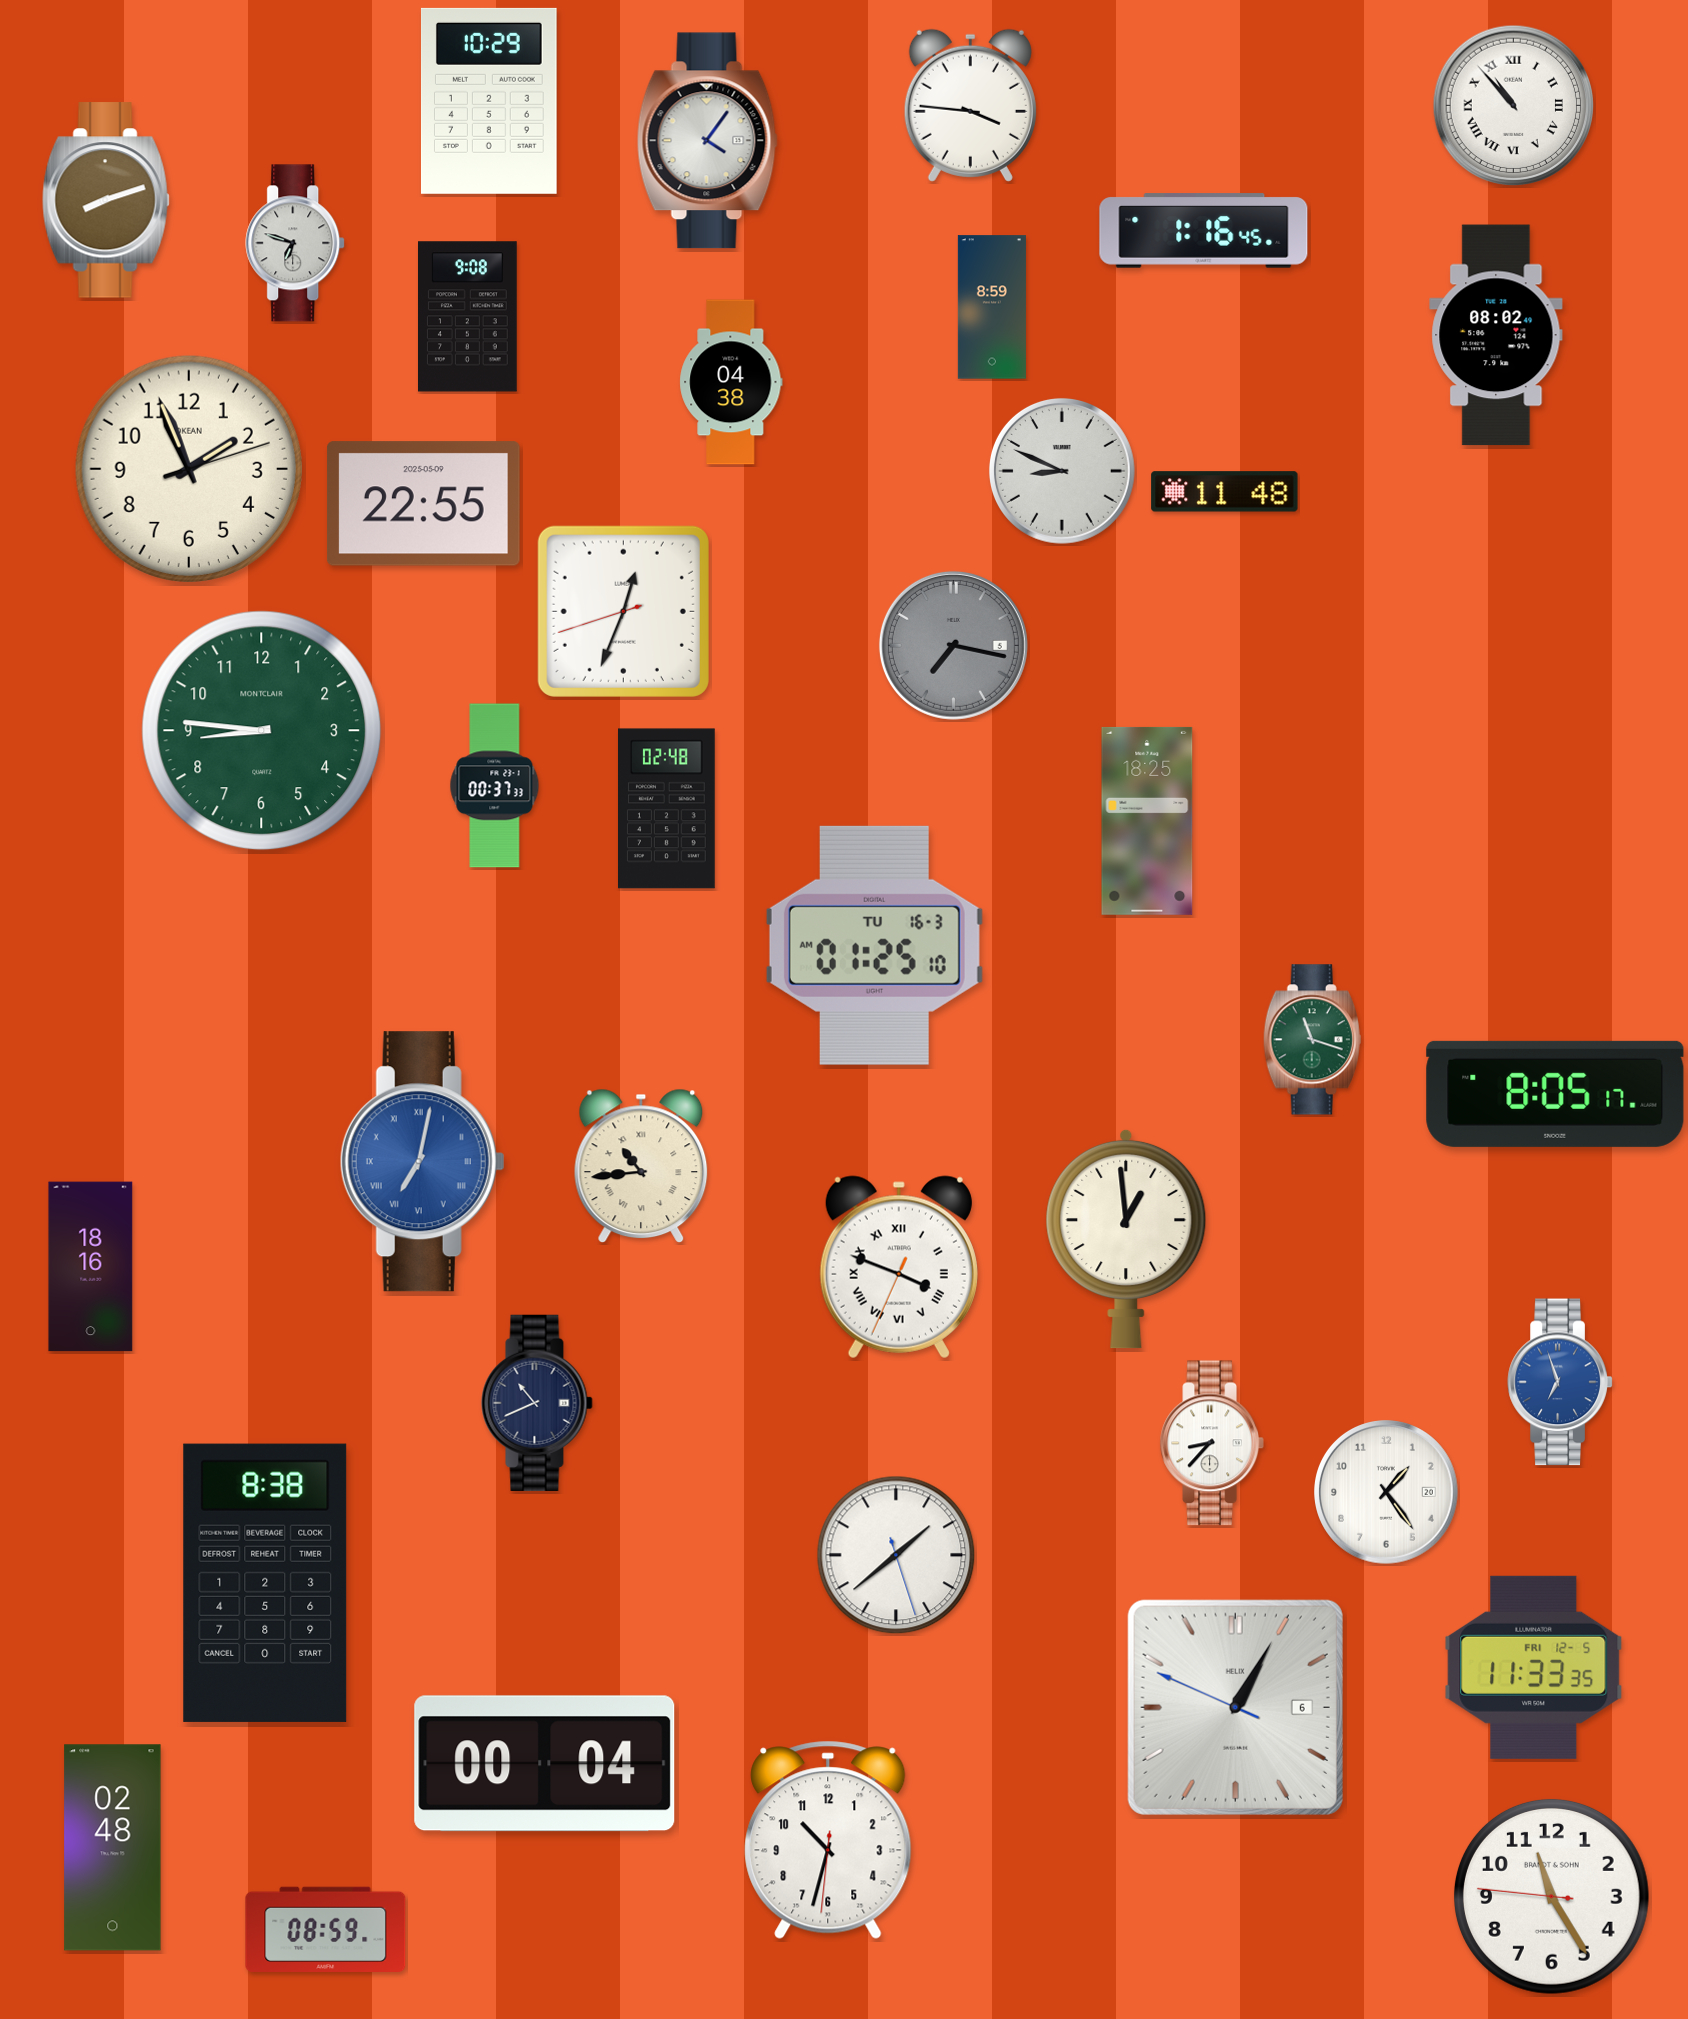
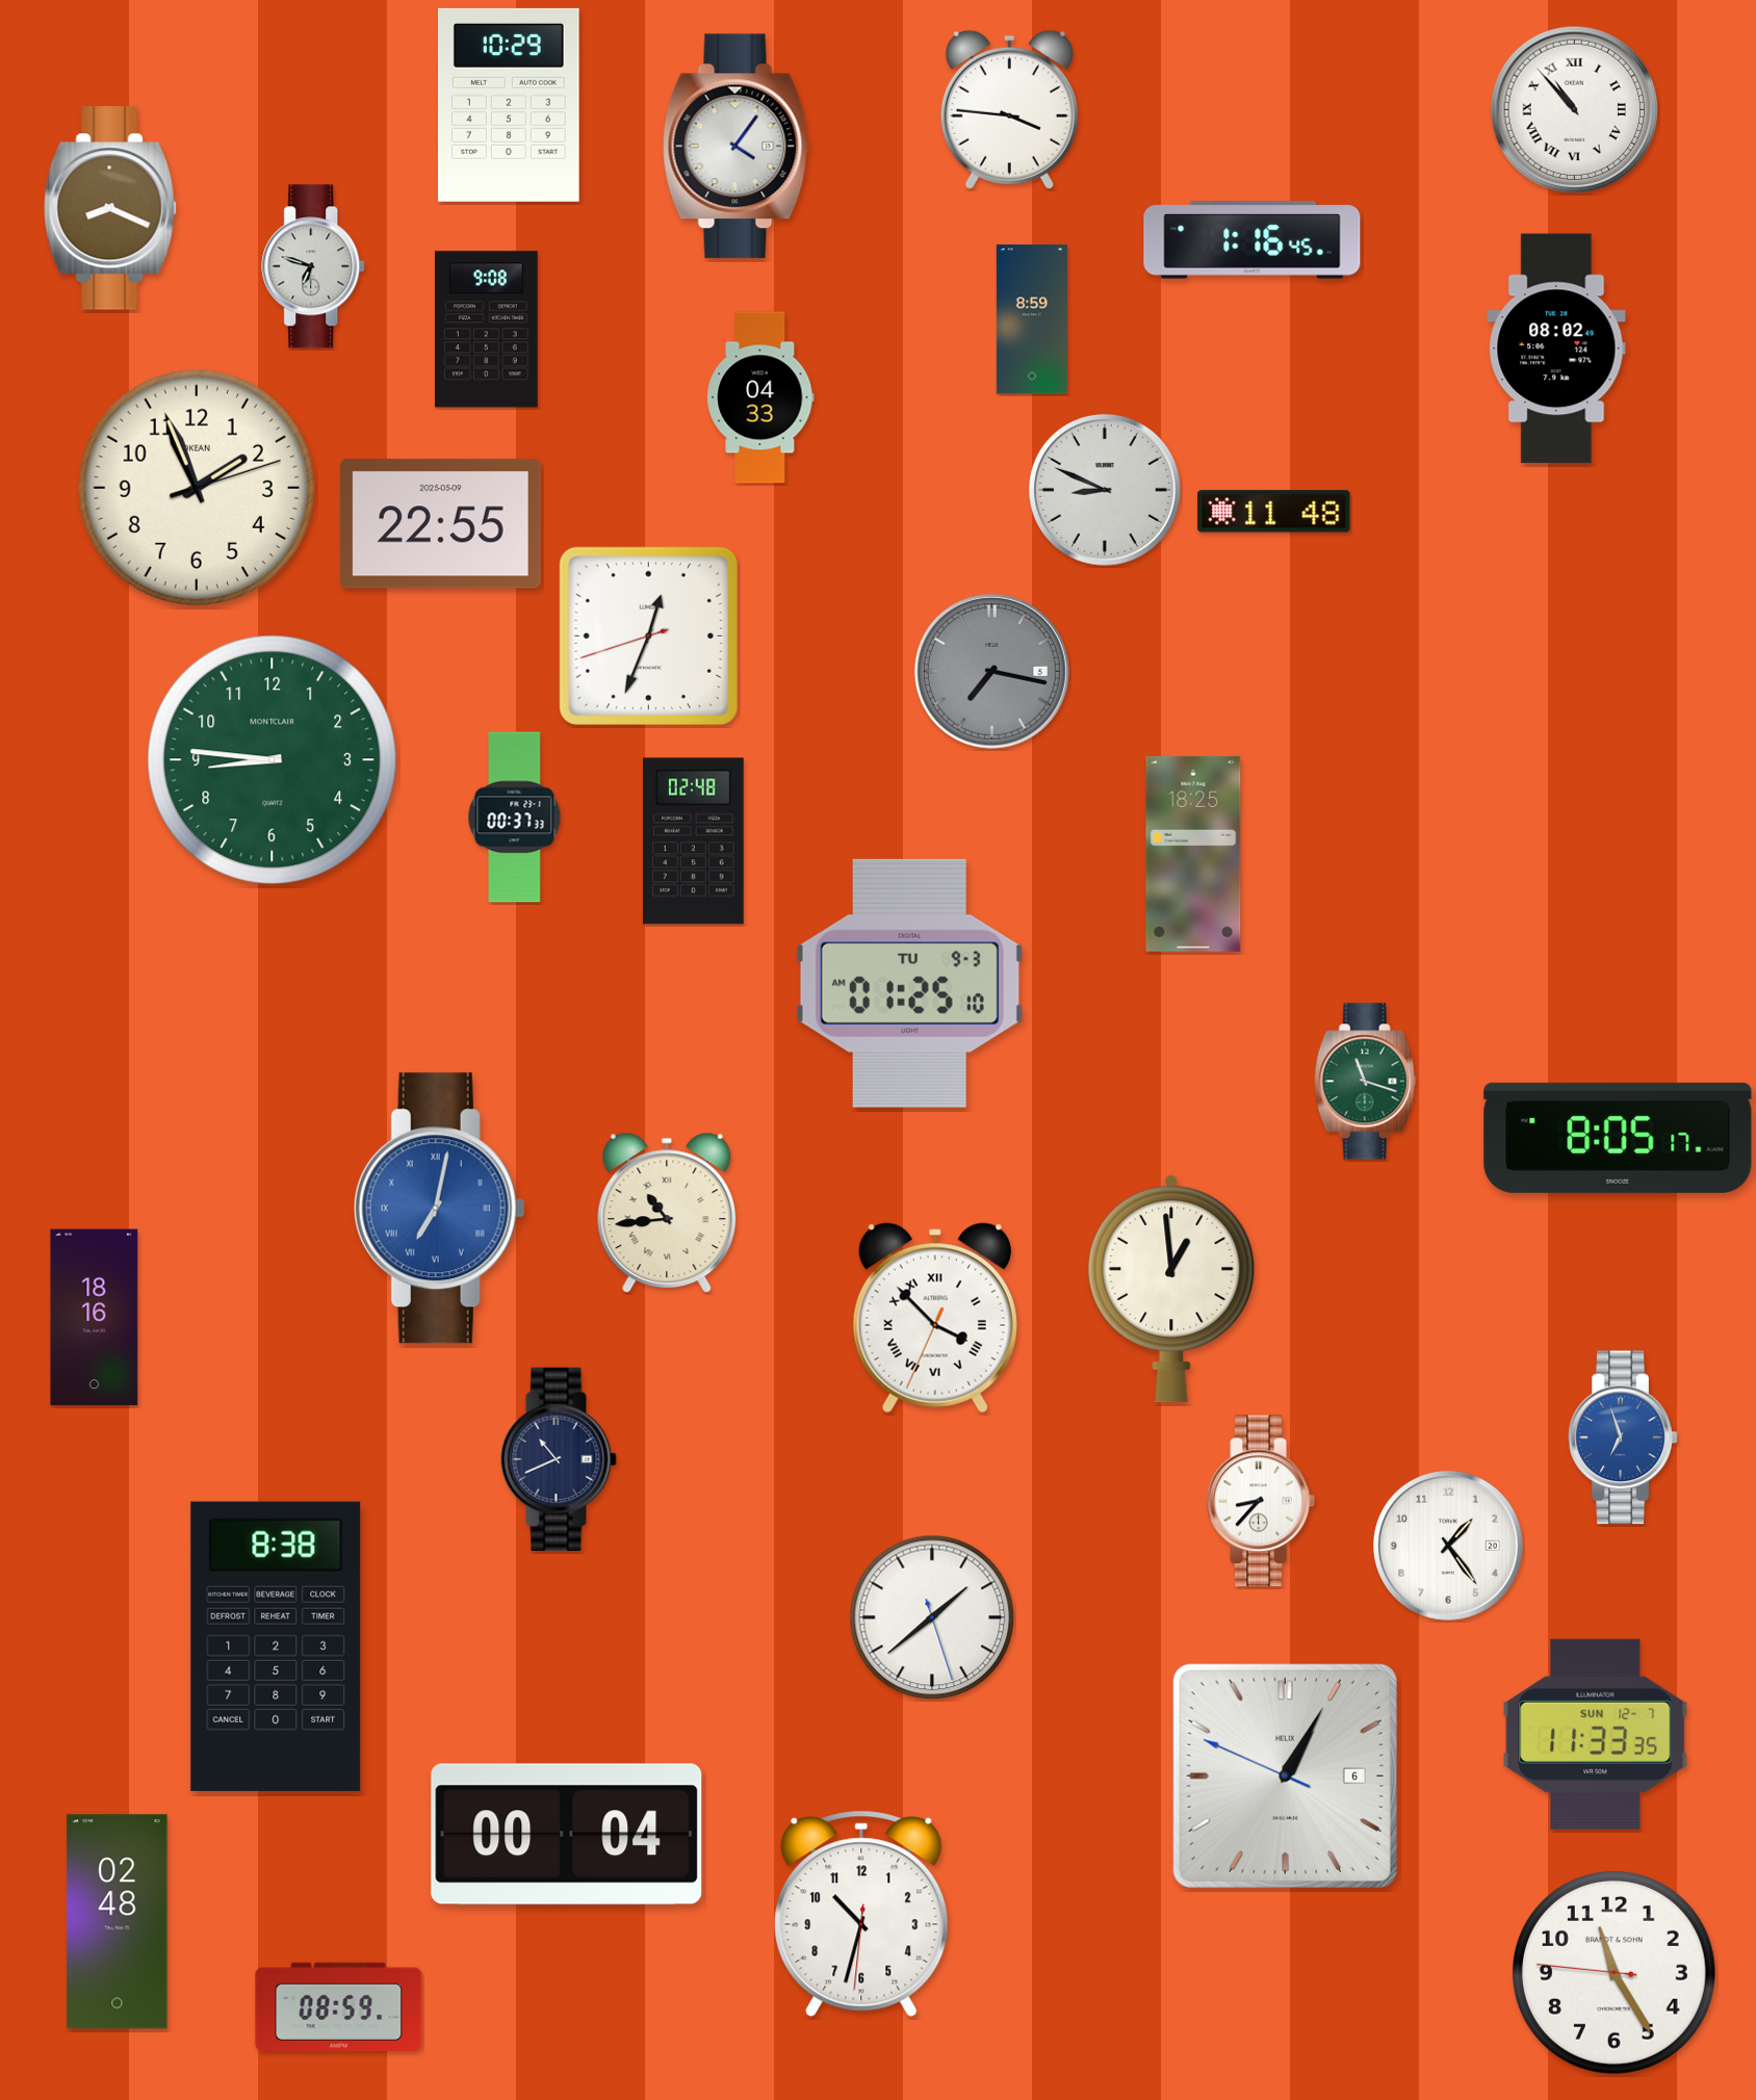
clock at (106, 200): 8:12 -> 8:19
clock at (296, 243) position: (296, 243) -> (314, 266)
clock at (731, 382): 04:38 -> 04:33
clock at (874, 945) date: TU 16-3 -> TU 9-3
clock at (899, 1267): 3:48 -> 3:52
clock at (1387, 1493) position: (1387, 1493) -> (1449, 1547)
clock at (1534, 1667) date: FRI 12-5 -> SUN 12-7
